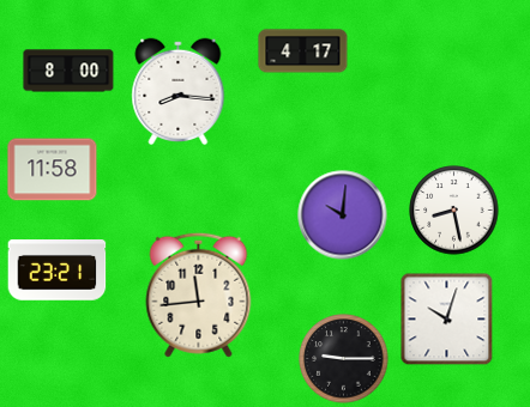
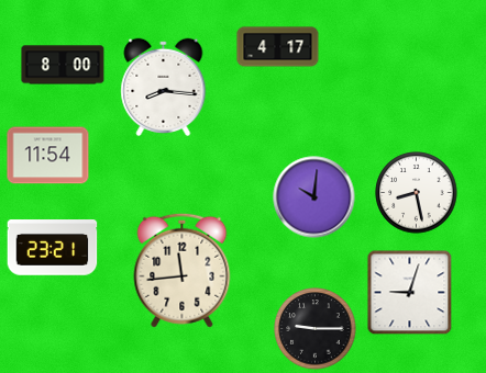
clock at (179, 91) position: (179, 91) -> (164, 87)
clock at (53, 170): 11:58 -> 11:54
clock at (447, 320): 10:03 -> 9:03
